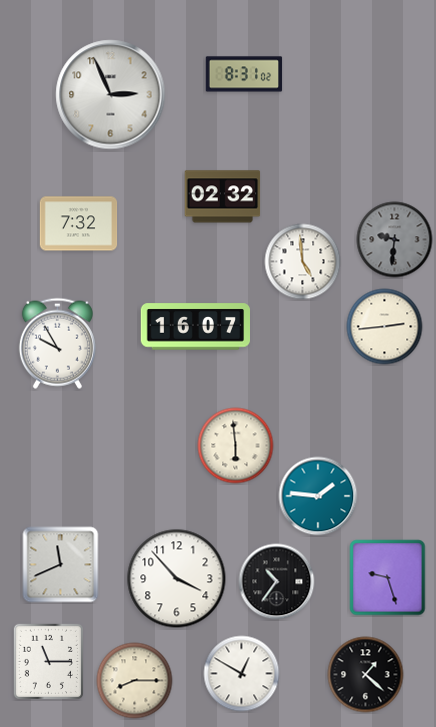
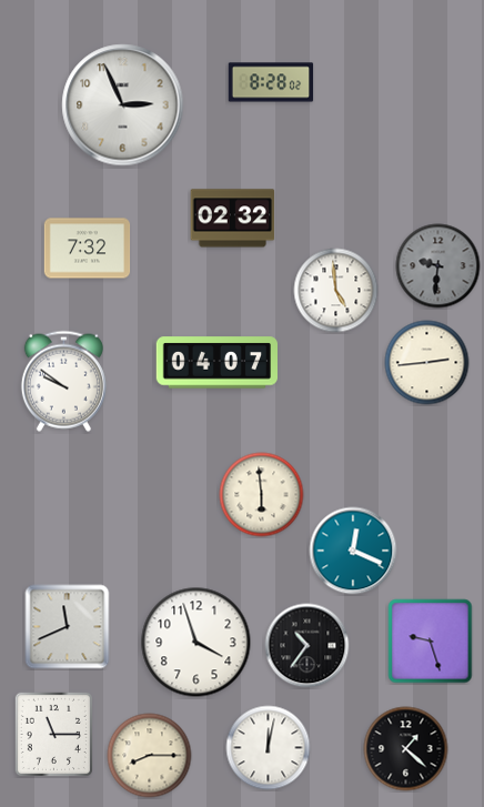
clock at (244, 74): 8:31 -> 8:28
clock at (223, 197) position: (223, 197) -> (233, 219)
clock at (195, 327): 16:07 -> 04:07
clock at (57, 343): 9:55 -> 9:51
clock at (318, 496): 1:46 -> 12:19
clock at (177, 579): 3:53 -> 3:57
clock at (242, 674): 12:50 -> 12:02
